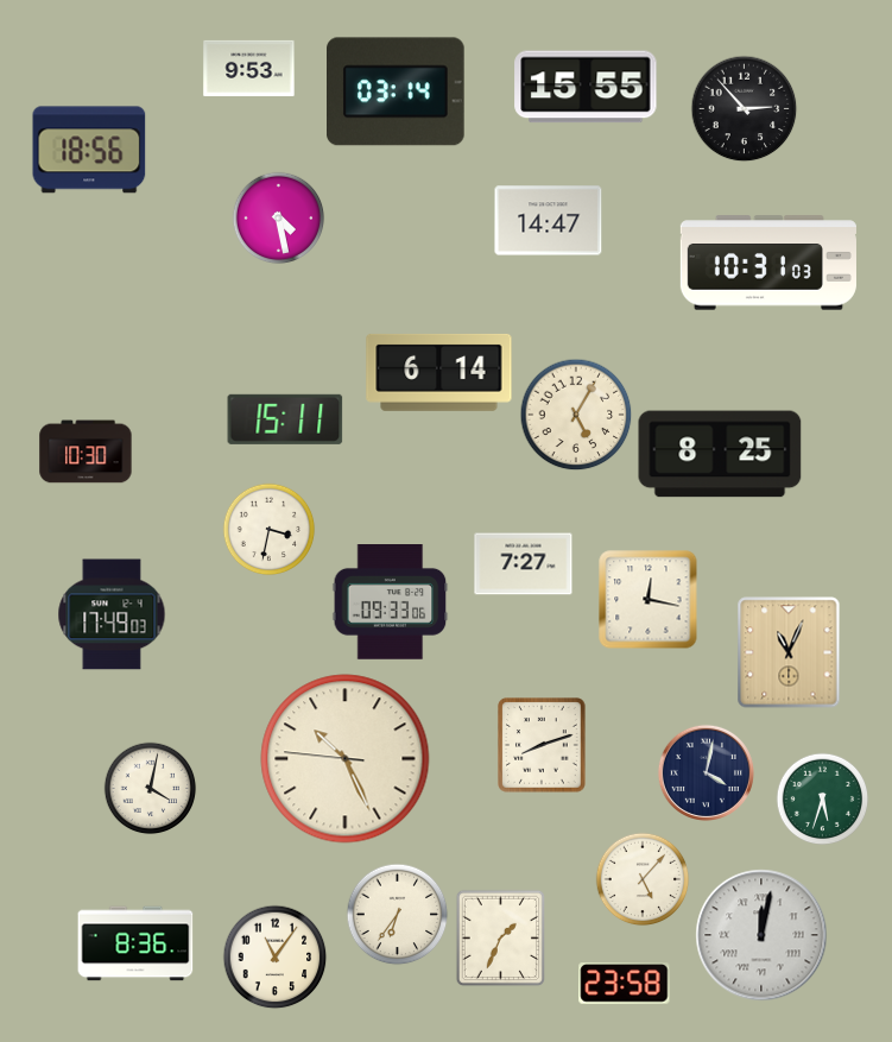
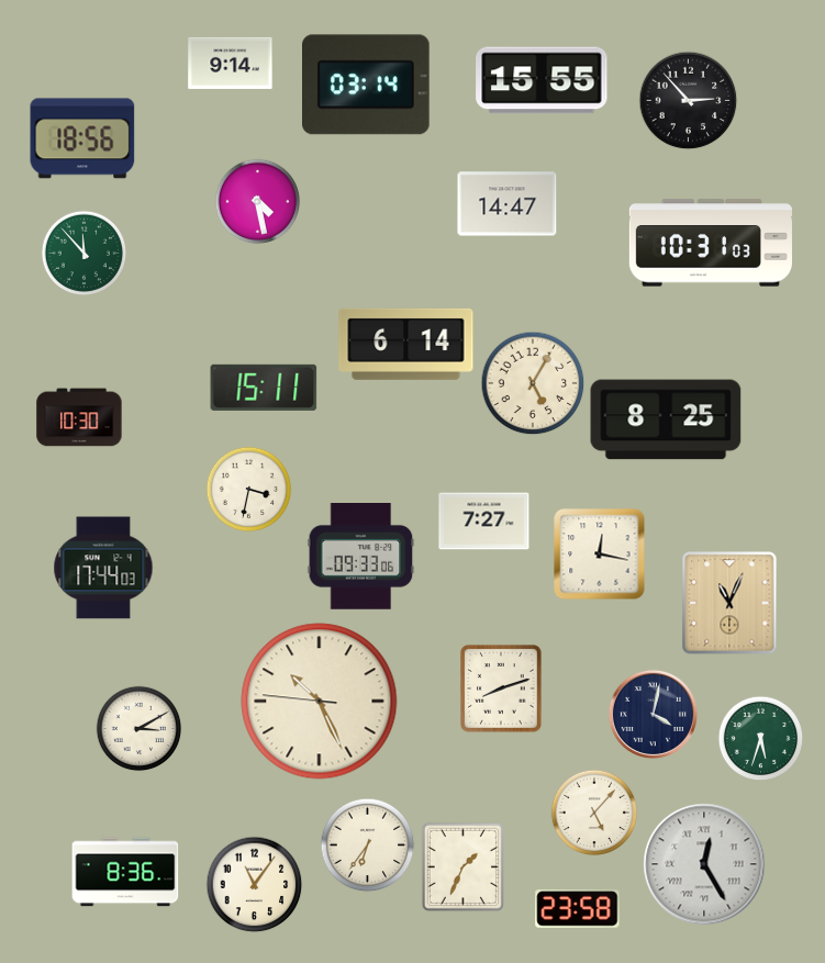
clock at (249, 68): 9:53 -> 9:14
clock at (83, 253): none -> 11:53
clock at (112, 614): 17:49 -> 17:44
clock at (150, 788): 4:02 -> 3:10
clock at (761, 935): 12:02 -> 12:25
